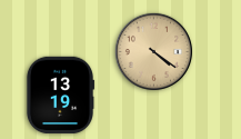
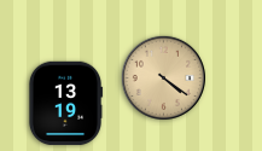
clock at (153, 51) position: (153, 51) -> (163, 77)
